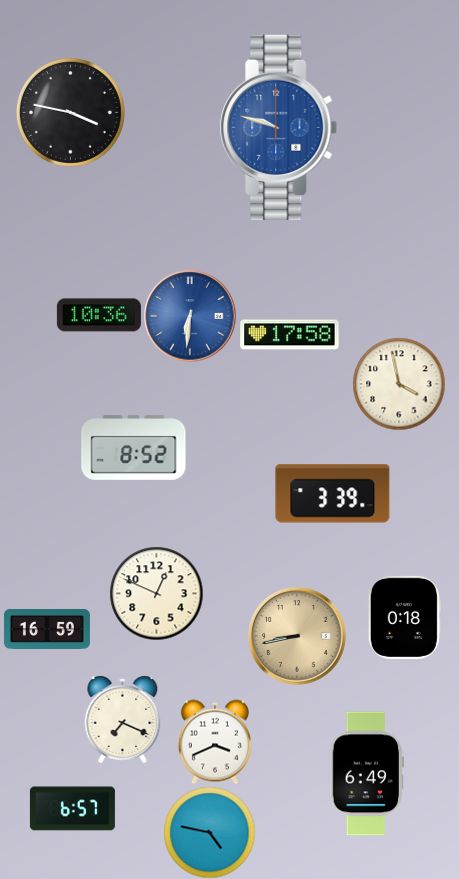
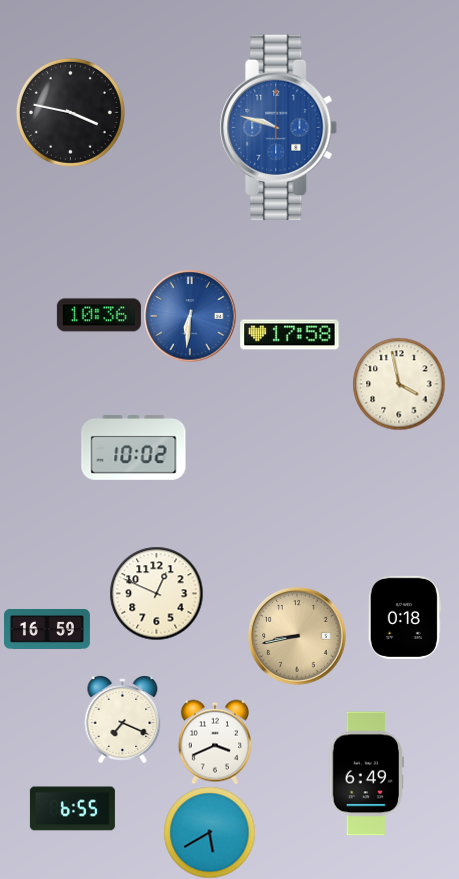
clock at (134, 447): 8:52 -> 10:02
clock at (333, 494): 3:39 -> none
clock at (72, 809): 6:57 -> 6:55
clock at (209, 832): 4:47 -> 5:40
